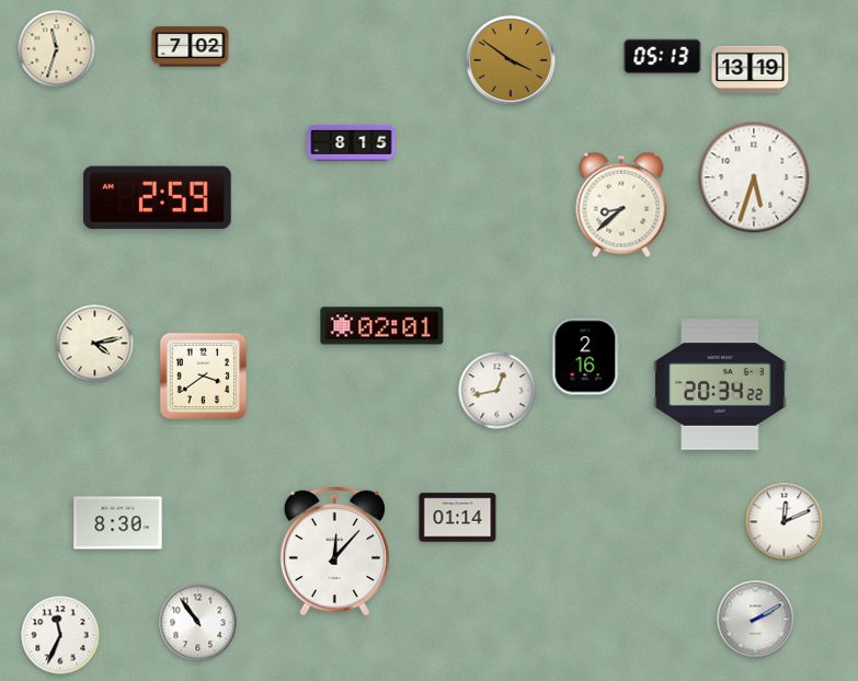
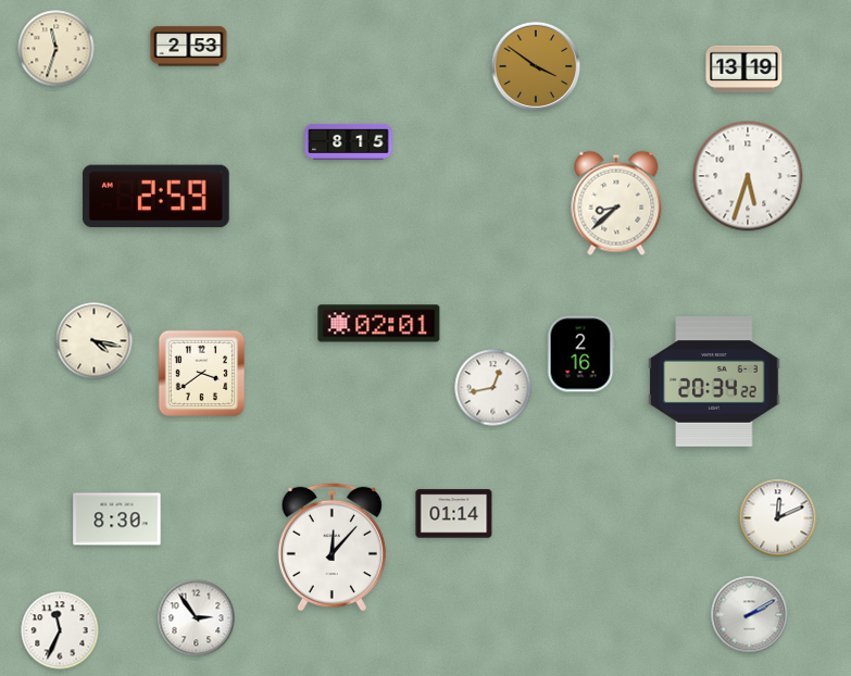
clock at (191, 47): 7:02 -> 2:53
clock at (663, 57): 05:13 -> none
clock at (511, 60) position: (511, 60) -> (536, 66)
clock at (95, 344): 4:13 -> 4:17
clock at (198, 623): 10:54 -> 2:54
